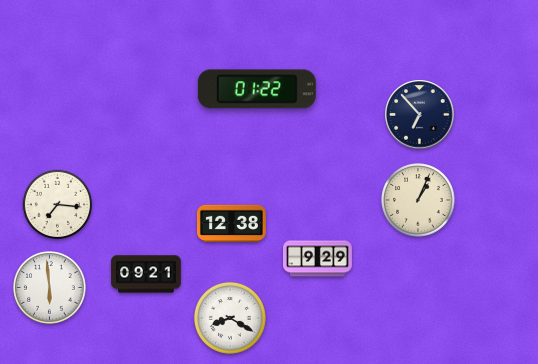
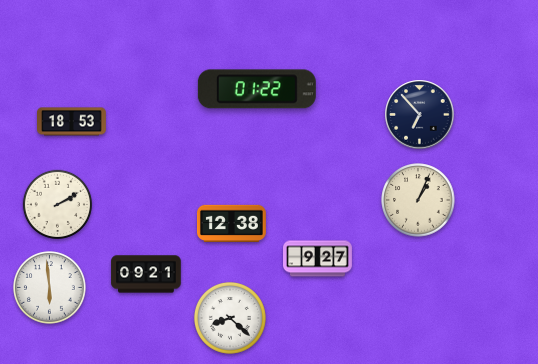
clock at (72, 122): none -> 18:53
clock at (57, 204): 7:16 -> 2:10
clock at (318, 259): 9:29 -> 9:27
clock at (230, 318): 8:20 -> 8:22
